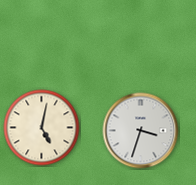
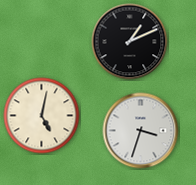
clock at (130, 42): none -> 1:11
clock at (42, 128) position: (42, 128) -> (42, 116)
